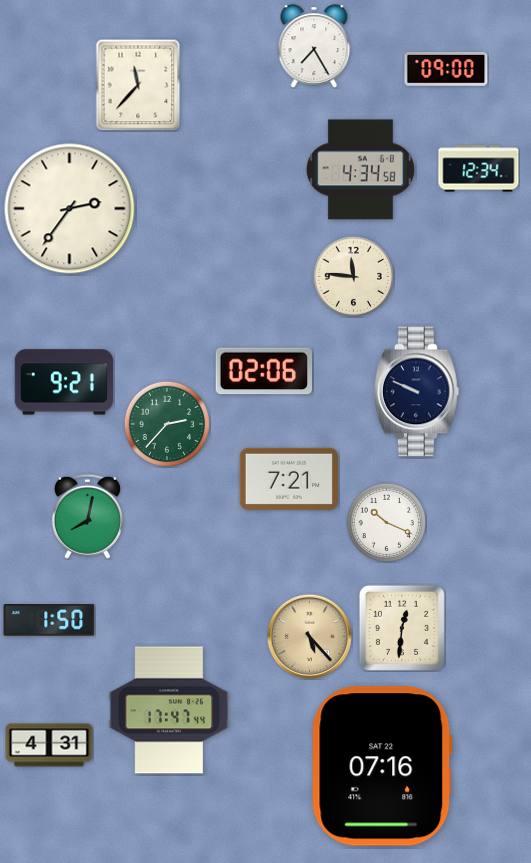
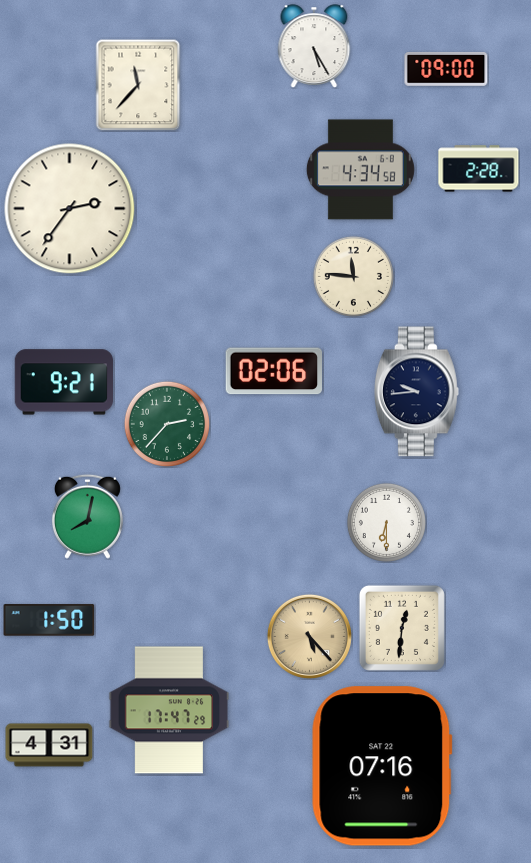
clock at (314, 46): 7:25 -> 5:25
clock at (479, 169): 12:34 -> 2:28
clock at (264, 371) position: (264, 371) -> (274, 371)
clock at (416, 392): 9:49 -> 9:44
clock at (288, 479): 7:21 -> none
clock at (386, 522): 10:19 -> 6:30
clock at (169, 710): 17:47:44 -> 17:47:29
